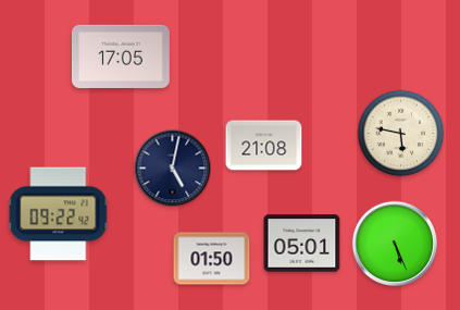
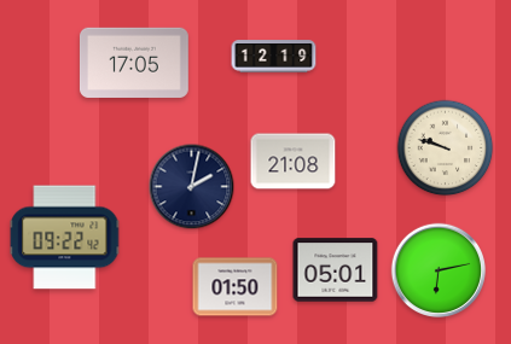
clock at (274, 57): none -> 12:19
clock at (401, 134): 5:47 -> 9:48
clock at (173, 169): 5:02 -> 2:02
clock at (394, 243): 5:26 -> 6:13
